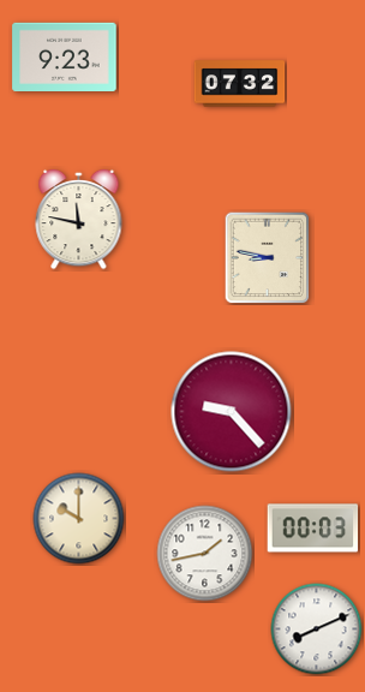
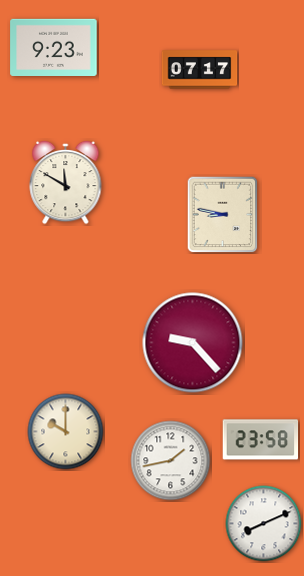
clock at (240, 84): 07:32 -> 07:17
clock at (79, 220): 11:47 -> 11:50
clock at (313, 529): 00:03 -> 23:58
